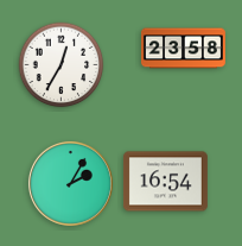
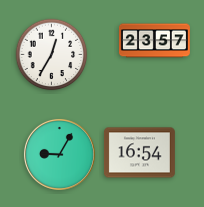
clock at (183, 49): 23:58 -> 23:57
clock at (70, 183): 2:05 -> 9:05
